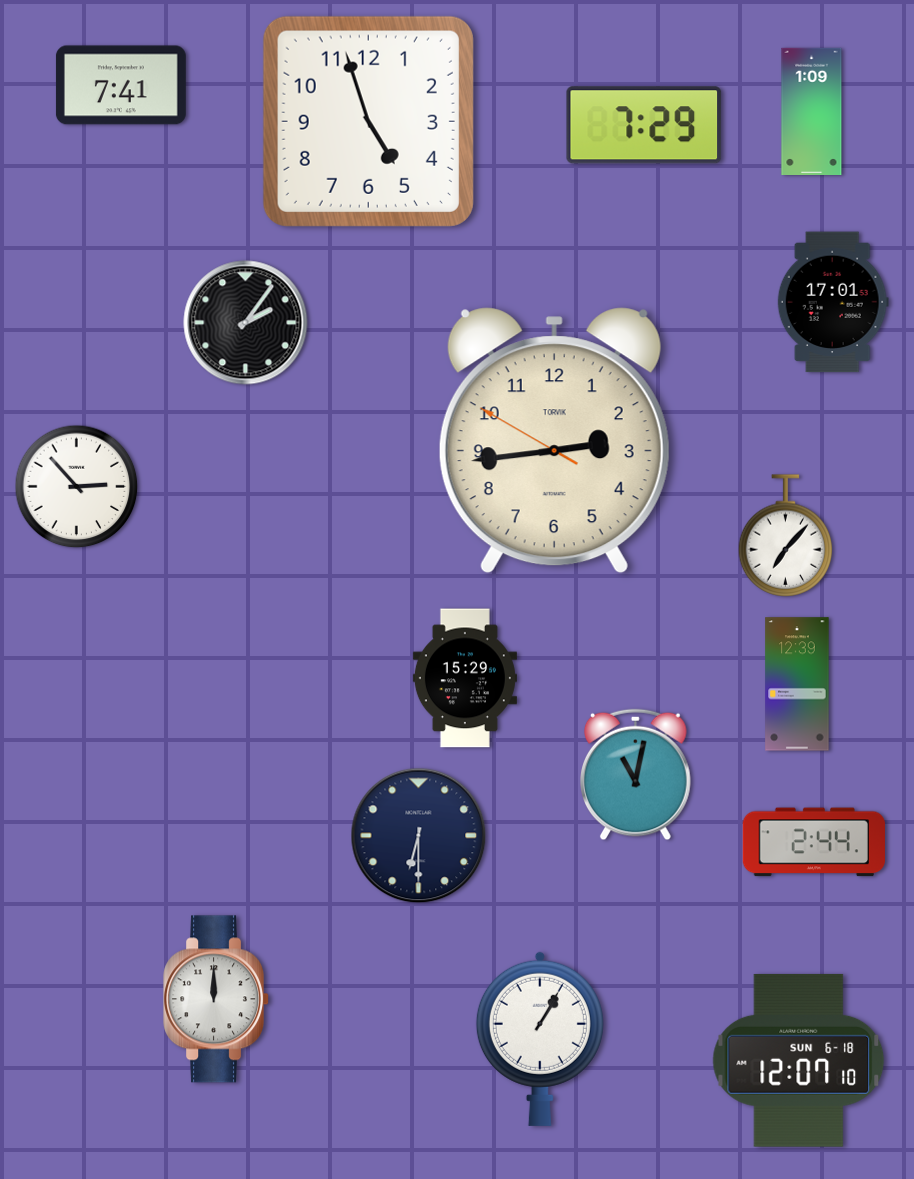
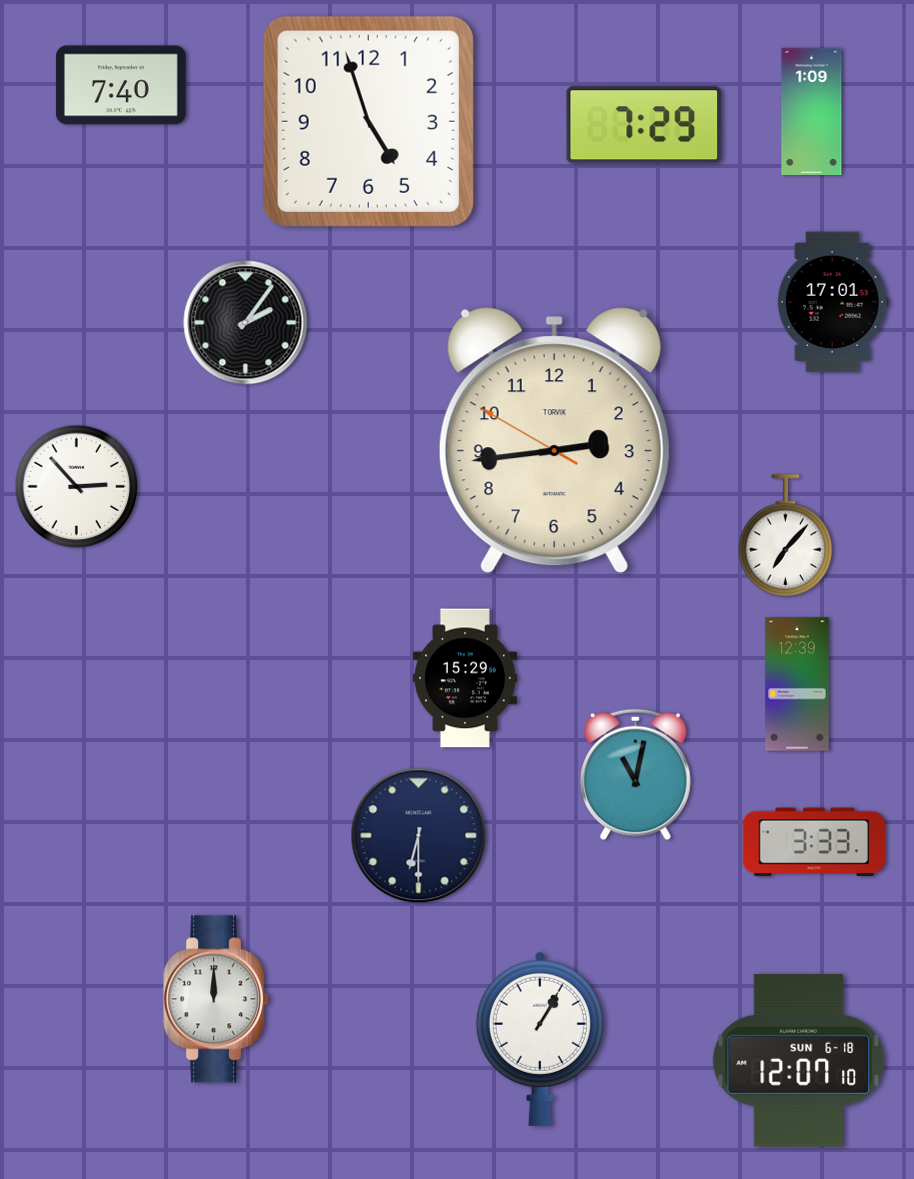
clock at (121, 85): 7:41 -> 7:40
clock at (814, 842): 2:44 -> 3:33
